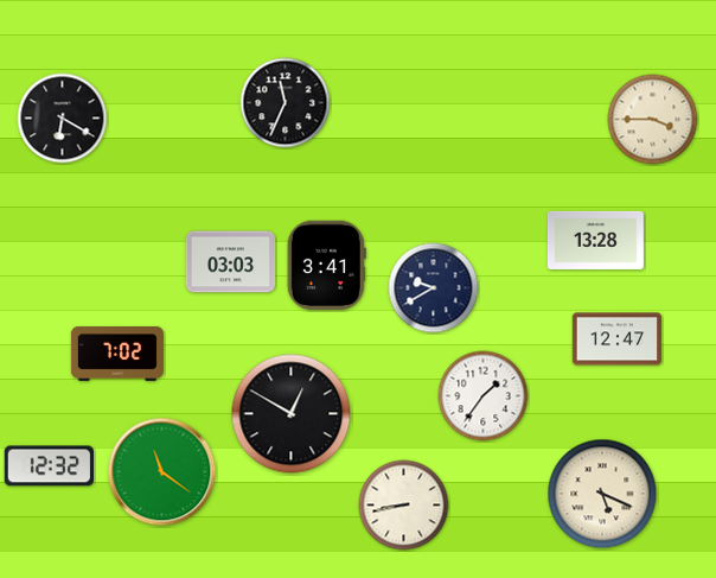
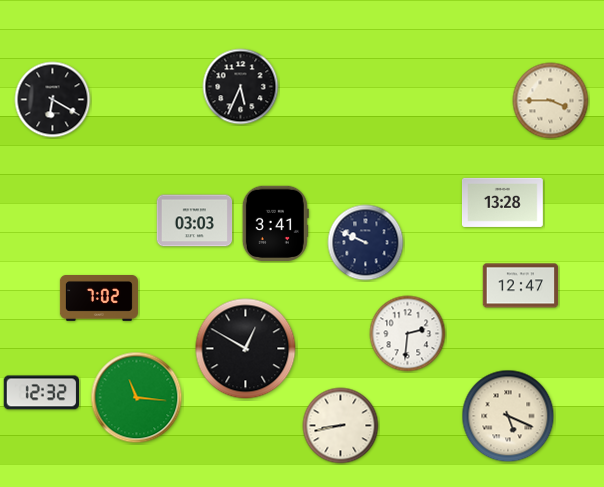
clock at (286, 103): 11:34 -> 5:34
clock at (434, 288): 9:40 -> 9:49
clock at (484, 396): 1:36 -> 2:31
clock at (162, 472): 11:21 -> 11:16
